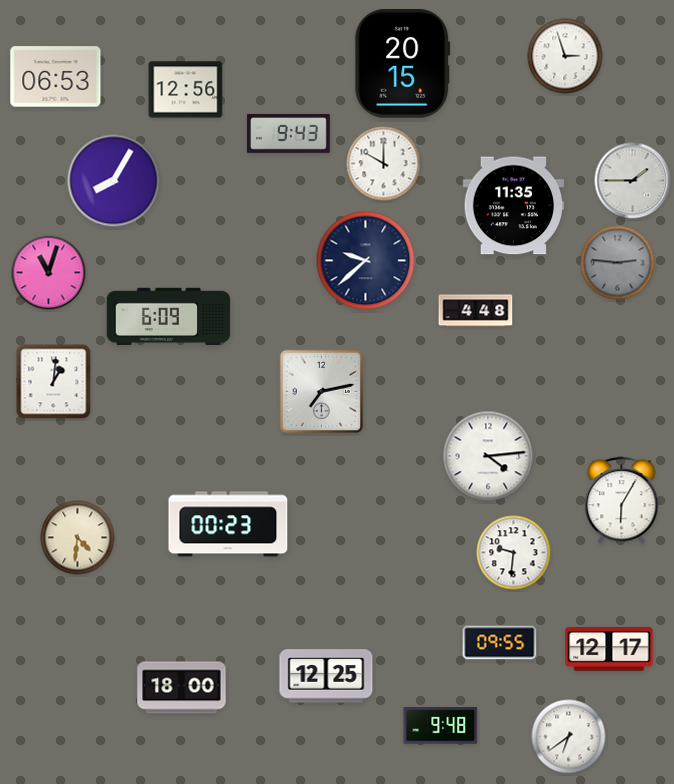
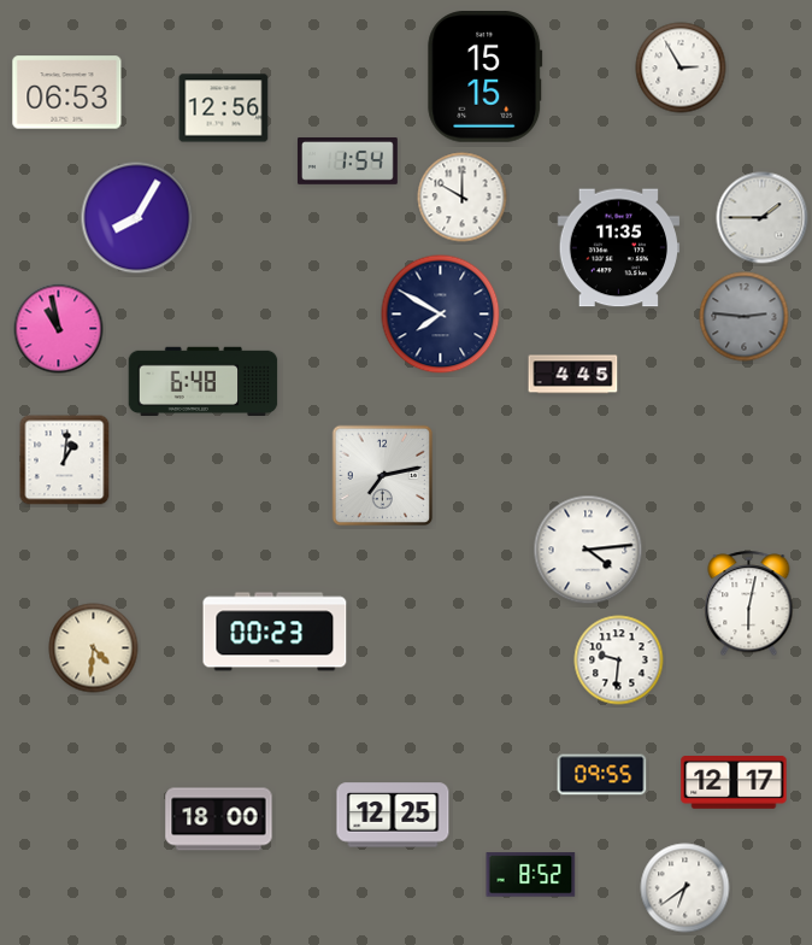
clock at (565, 56): 2:57 -> 2:55
clock at (403, 64): 20:15 -> 15:15
clock at (288, 134): 9:43 -> 1:54
clock at (366, 261): 9:38 -> 7:50
clock at (49, 273): 11:03 -> 10:58
clock at (476, 311): 4:48 -> 4:45
clock at (169, 316): 6:09 -> 6:48
clock at (322, 392) position: (322, 392) -> (383, 476)
clock at (622, 501): 6:05 -> 6:02
clock at (514, 553) position: (514, 553) -> (619, 661)
clock at (182, 688) position: (182, 688) -> (219, 820)
clock at (441, 726): 9:48 -> 8:52
